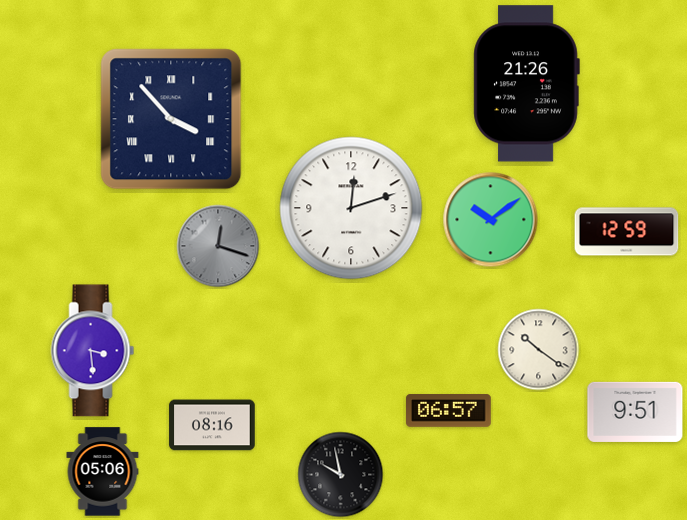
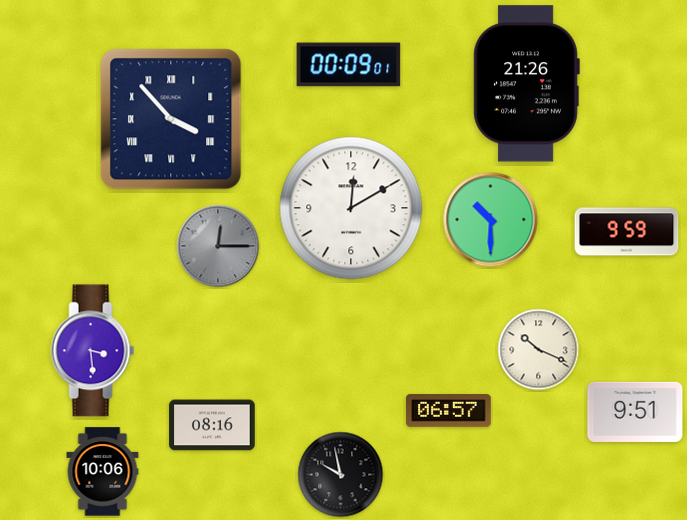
clock at (349, 65): none -> 00:09
clock at (351, 208): 12:12 -> 12:10
clock at (491, 220): 10:09 -> 10:30
clock at (627, 232): 12:59 -> 9:59
clock at (218, 246): 12:18 -> 12:15
clock at (539, 350): 10:21 -> 10:19
clock at (103, 472): 05:06 -> 10:06
